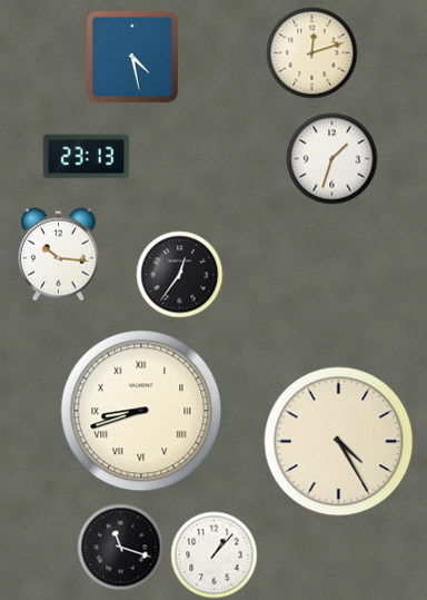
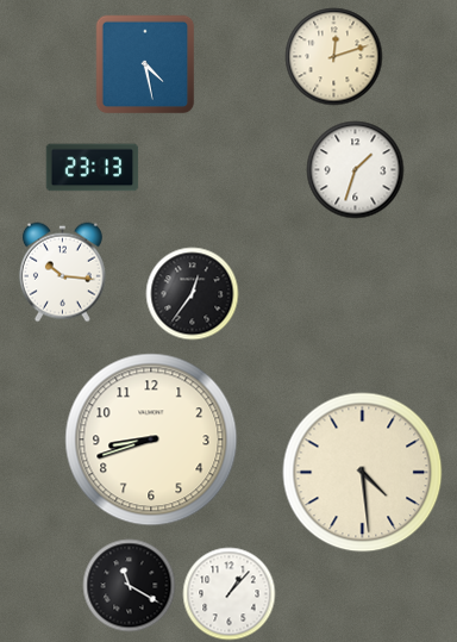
clock at (132, 57) position: (132, 57) -> (145, 64)
clock at (141, 411) numerals: Roman -> Arabic
clock at (339, 442): 4:25 -> 4:29
clock at (120, 547): 11:18 -> 11:20
